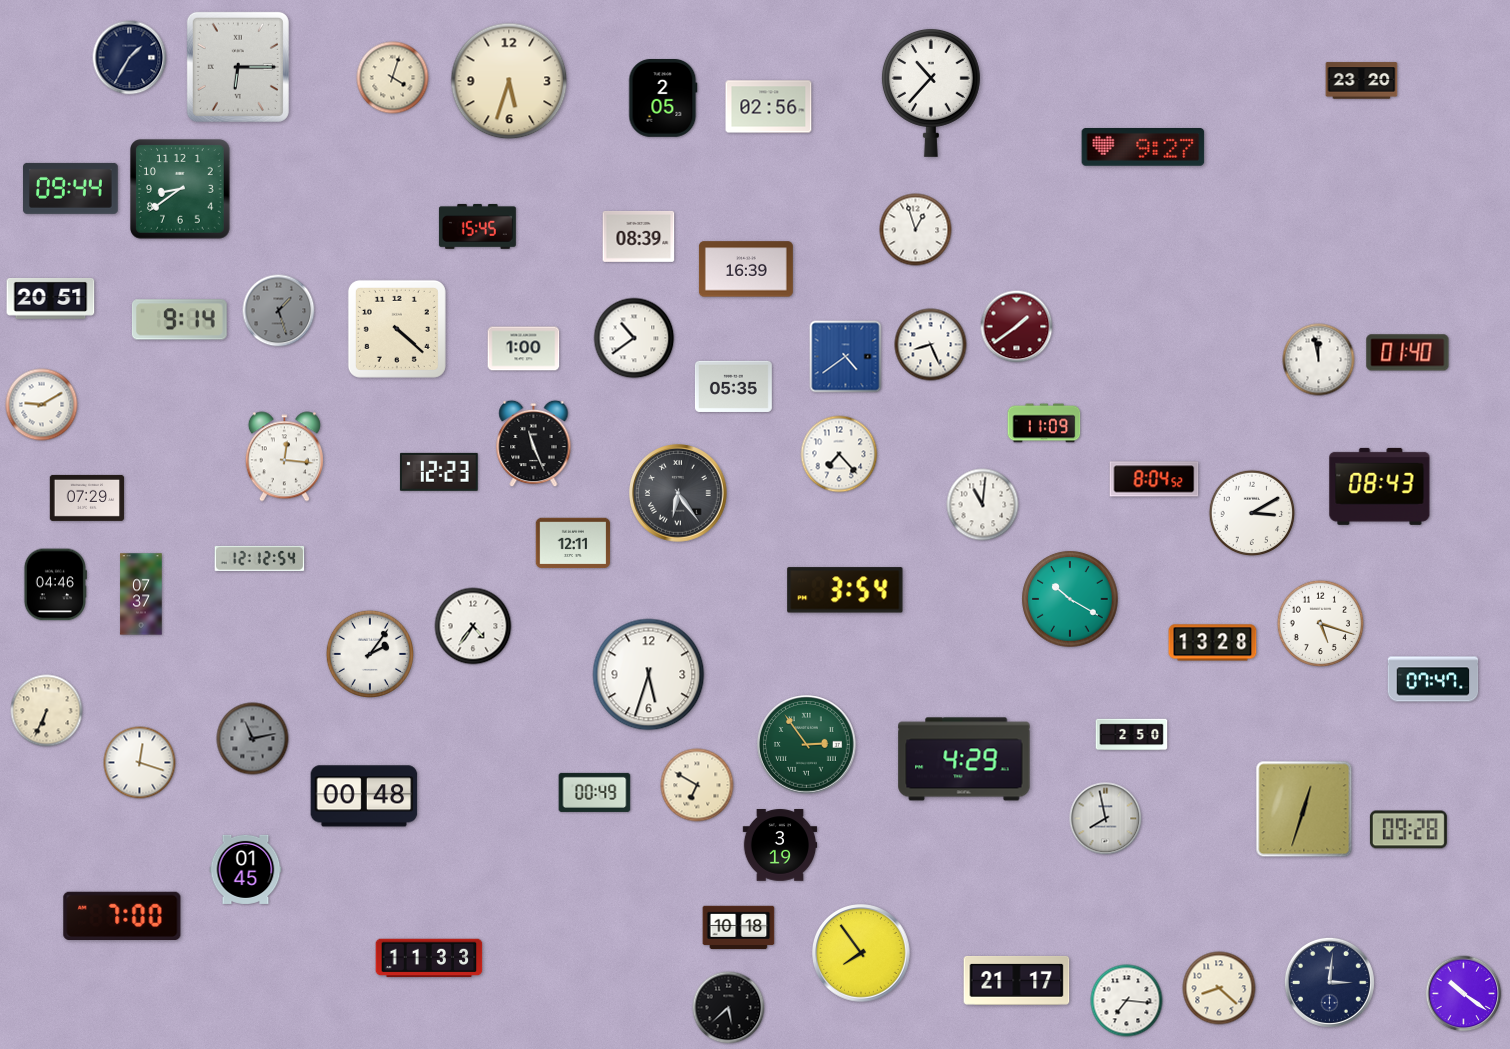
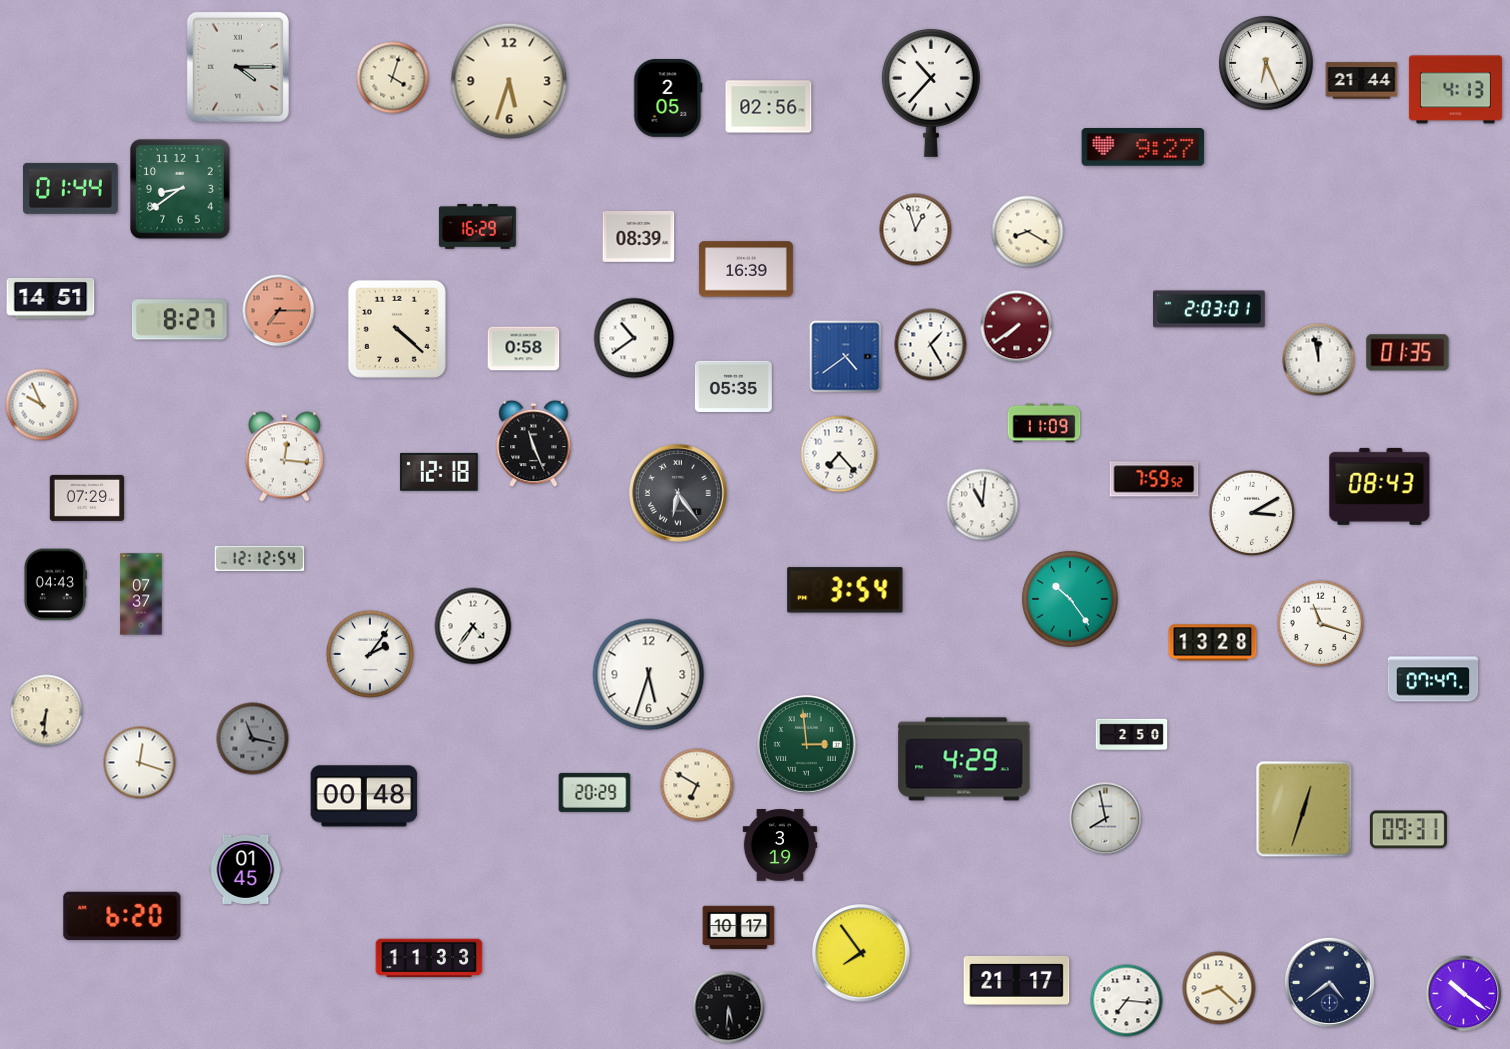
clock at (130, 58): 1:35 -> none
clock at (1266, 63): none -> 6:26
clock at (238, 67): 6:15 -> 4:15
clock at (1362, 81): 23:20 -> 21:44
clock at (1455, 90): none -> 4:13
clock at (663, 99) position: (663, 99) -> (668, 99)
clock at (71, 188): 09:44 -> 01:44
clock at (477, 226): 15:45 -> 16:29
clock at (1028, 232): none -> 8:20
clock at (51, 298): 20:51 -> 14:51
clock at (1210, 309): none -> 2:03
clock at (279, 311): 1:27 -> 7:15
clock at (279, 311) dial: grey -> salmon
clock at (179, 320): 9:14 -> 8:27
clock at (1017, 327): 1:39 -> 7:39
clock at (931, 345): 8:26 -> 1:25
clock at (524, 349): 1:00 -> 0:58
clock at (1408, 353): 01:40 -> 01:35
clock at (42, 405): 9:10 -> 9:56
clock at (439, 472): 12:23 -> 12:18
clock at (1154, 479): 8:04 -> 7:59
clock at (573, 543): 12:11 -> none
clock at (55, 585): 04:46 -> 04:43
clock at (1070, 599): 10:20 -> 10:24
clock at (1320, 623): 5:18 -> 11:18
clock at (47, 711): 6:34 -> 6:31
clock at (253, 739): 11:13 -> 11:17
clock at (807, 745): 2:54 -> 2:59
clock at (595, 792): 00:49 -> 20:29
clock at (1408, 830): 09:28 -> 09:31
clock at (122, 915): 7:00 -> 6:20
clock at (739, 928): 10:18 -> 10:17
clock at (1329, 982): 3:01 -> 4:39
clock at (729, 1008): 5:38 -> 5:31
